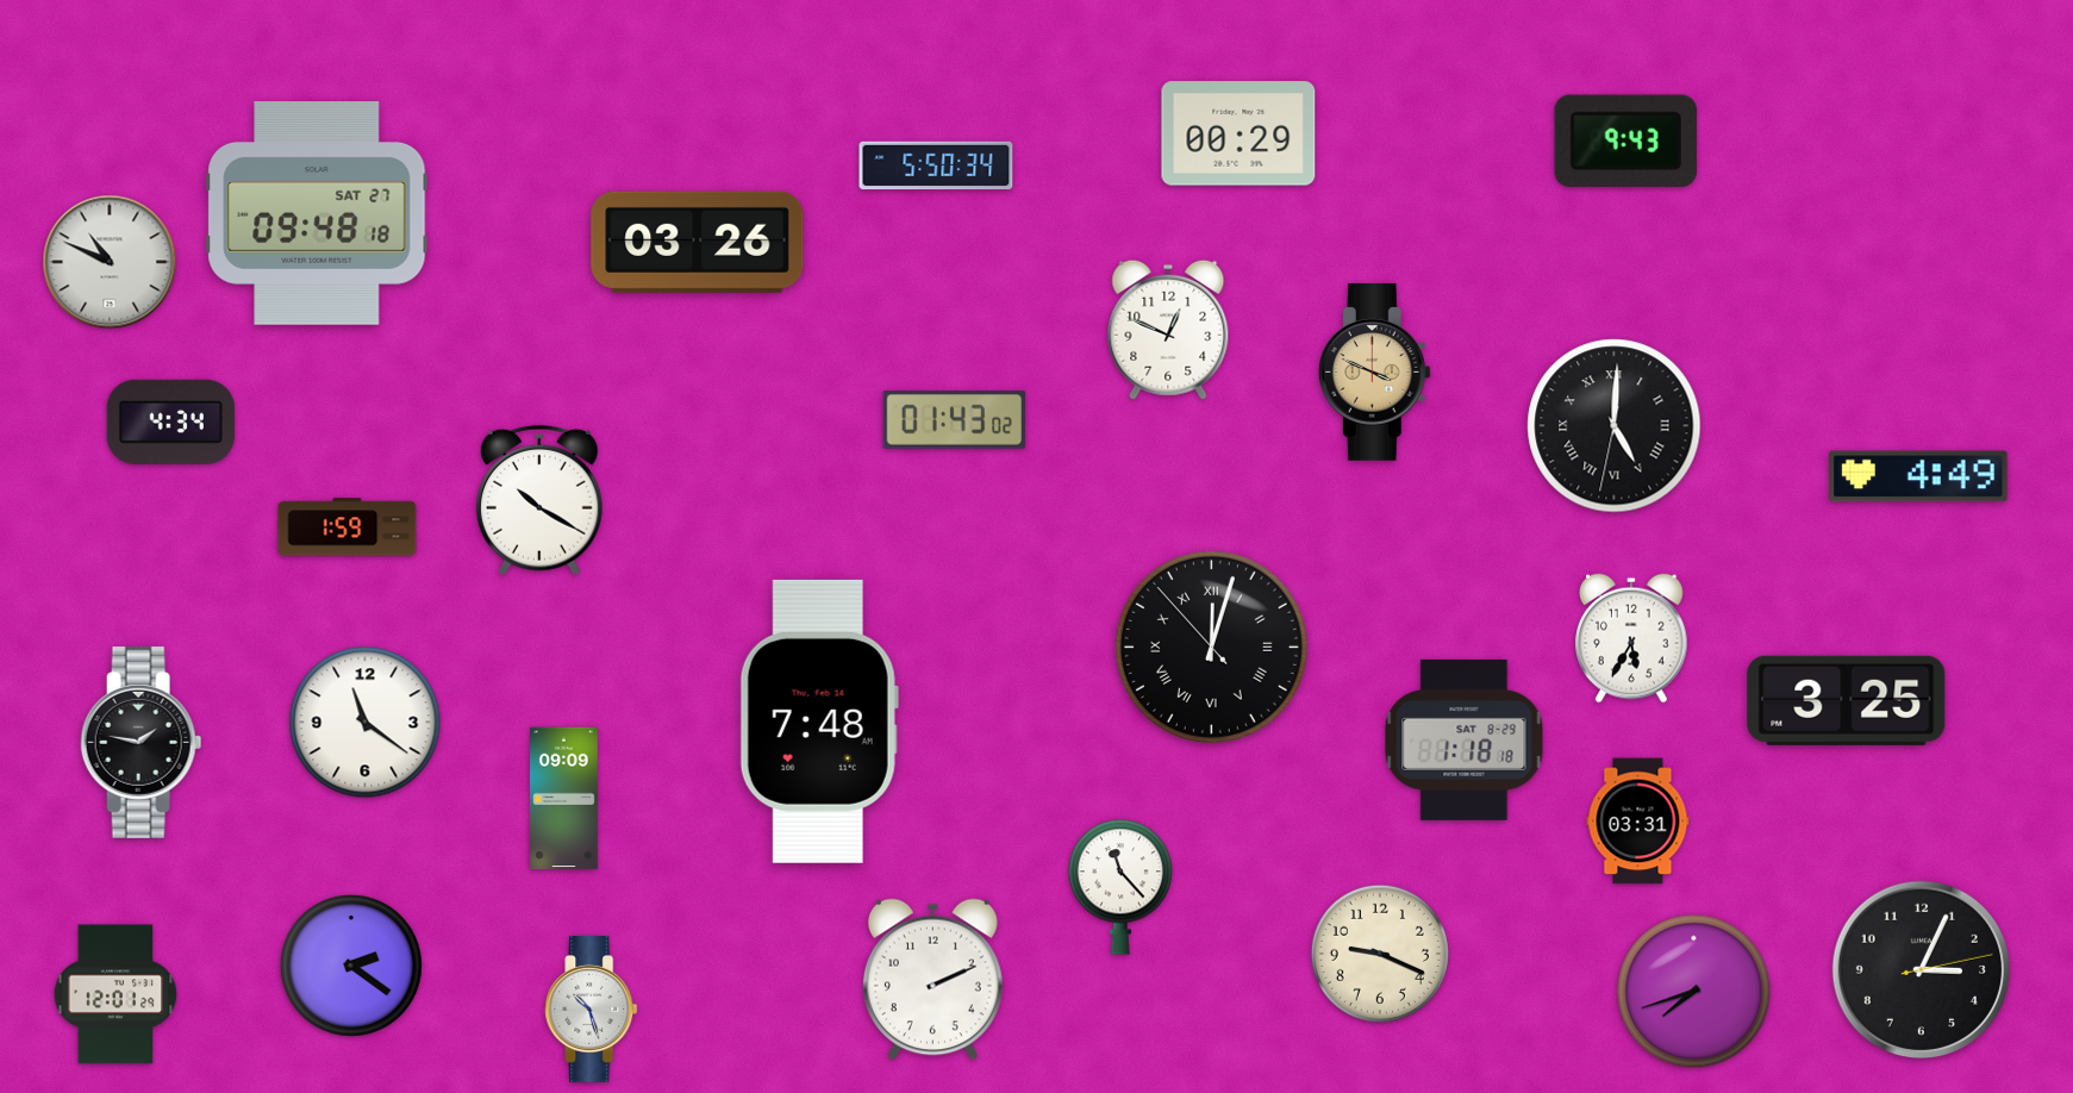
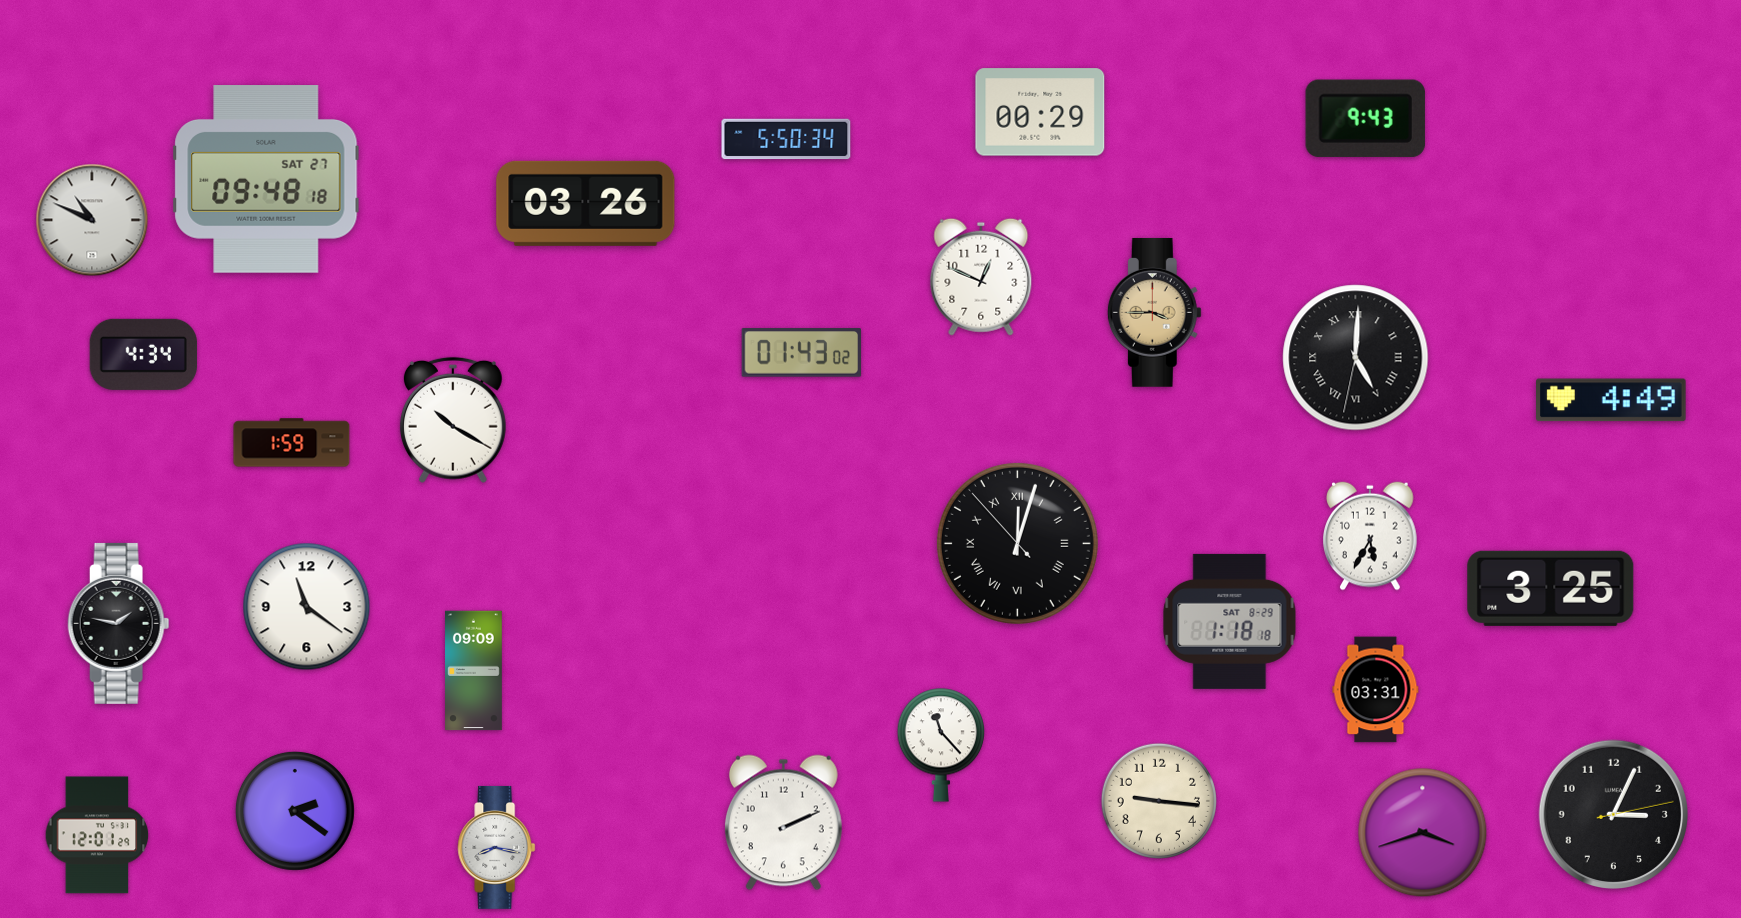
clock at (1374, 371): 3:49 -> 3:45
clock at (819, 722): 7:48 -> none
clock at (1380, 954): 9:19 -> 9:16
clock at (1694, 992): 7:42 -> 3:42
clock at (592, 1008): 10:27 -> 8:17
